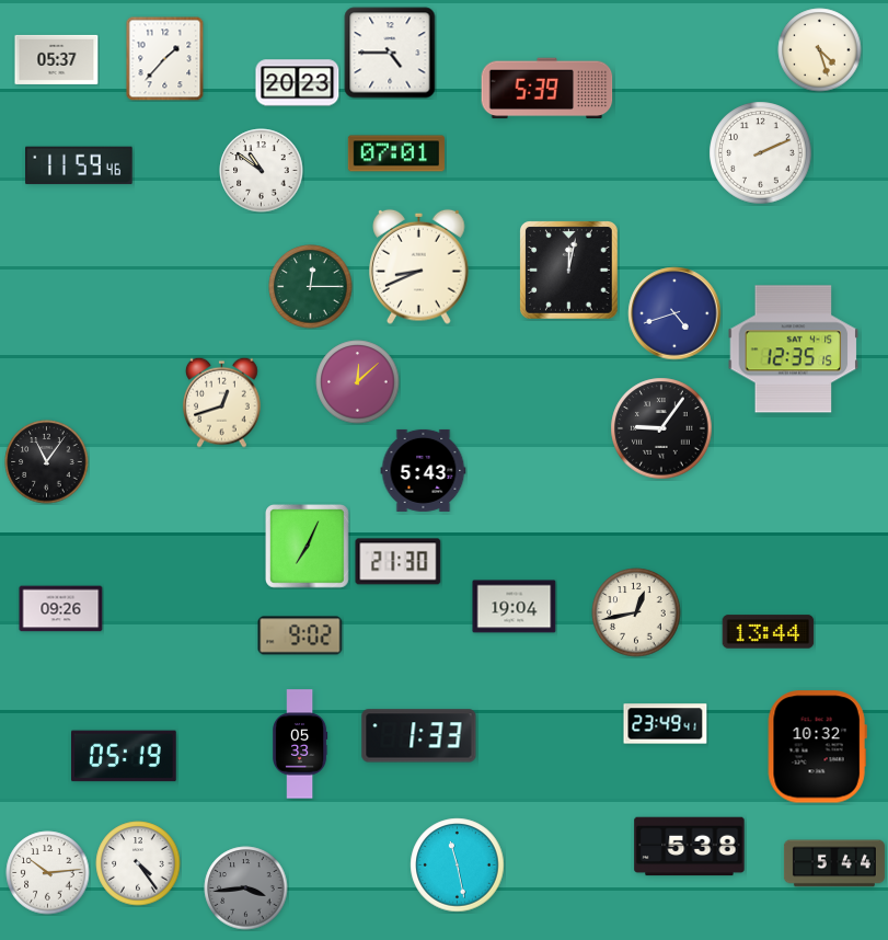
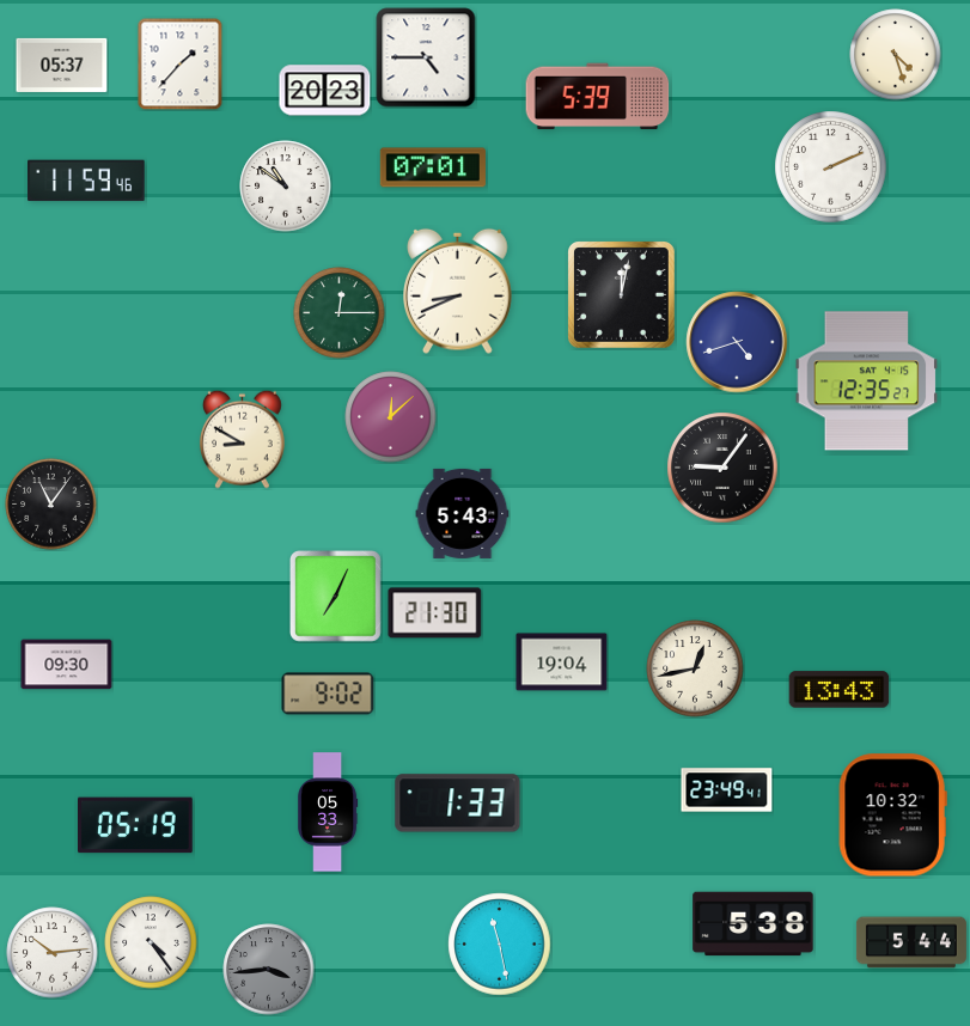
clock at (794, 349): 12:35:15 -> 12:35:27
clock at (221, 402): 12:42 -> 8:50
clock at (61, 609): 09:26 -> 09:30
clock at (769, 632): 13:44 -> 13:43
